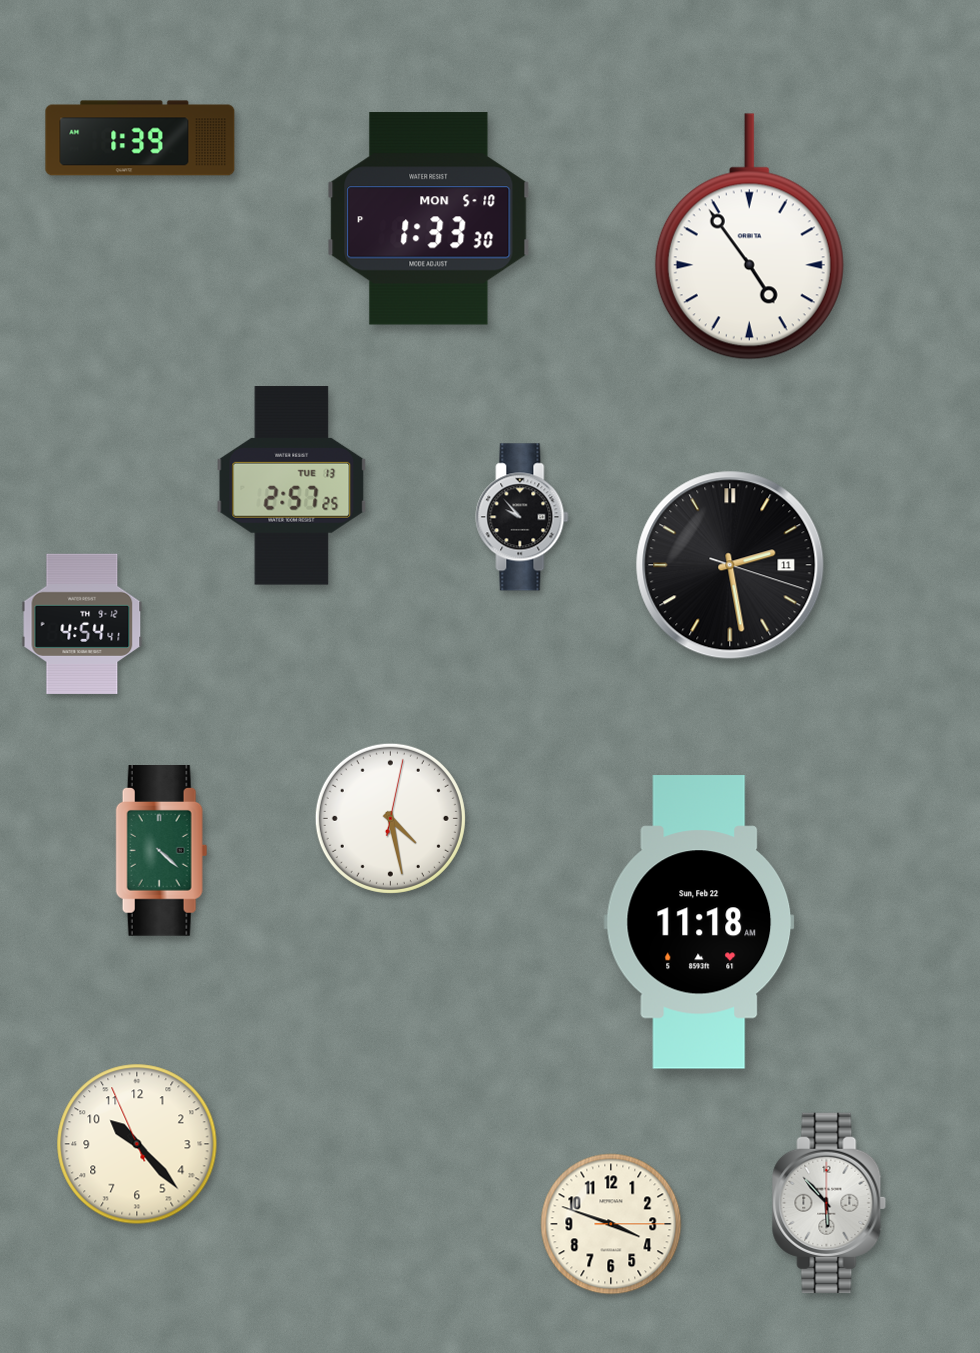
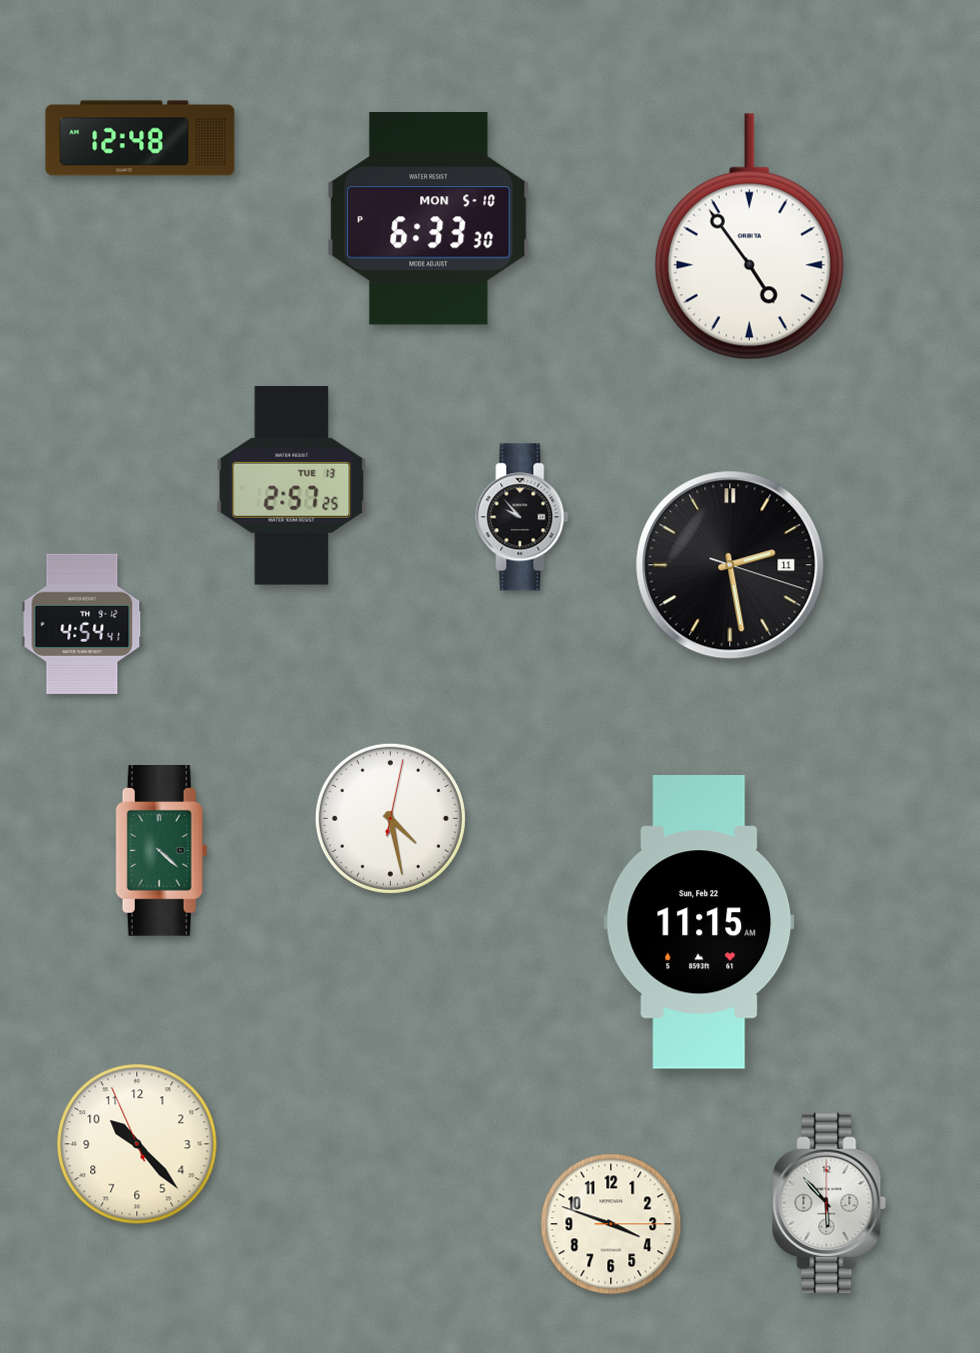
clock at (140, 138): 1:39 -> 12:48
clock at (429, 219): 1:33 -> 6:33
clock at (699, 922): 11:18 -> 11:15
